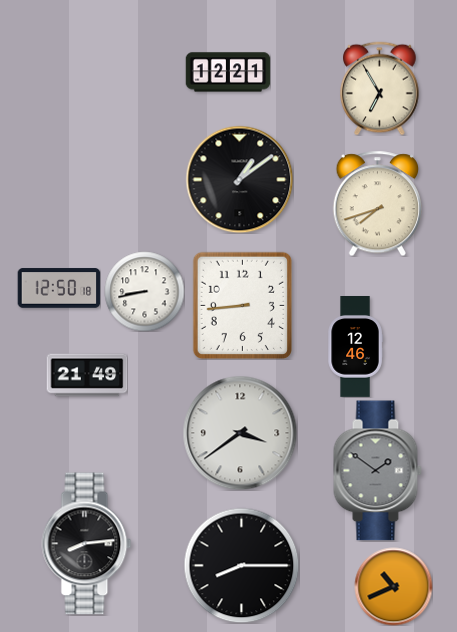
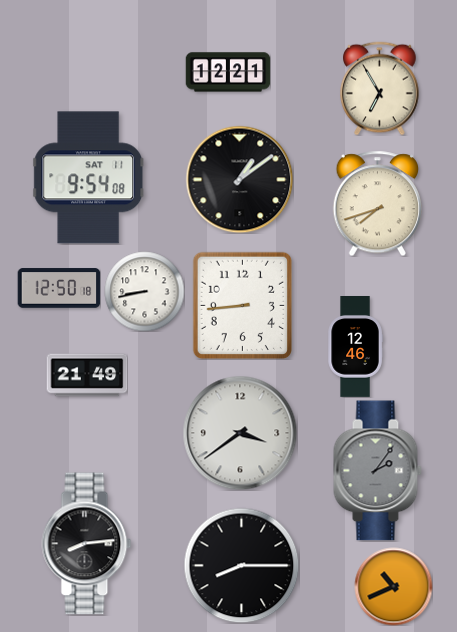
clock at (89, 178): none -> 9:54
clock at (377, 471): 1:51 -> 2:06
